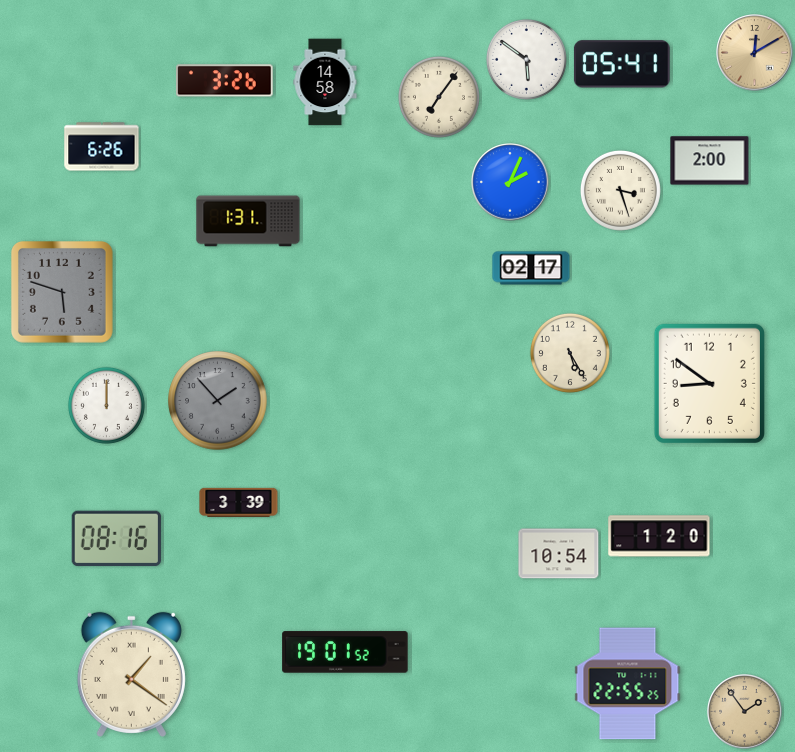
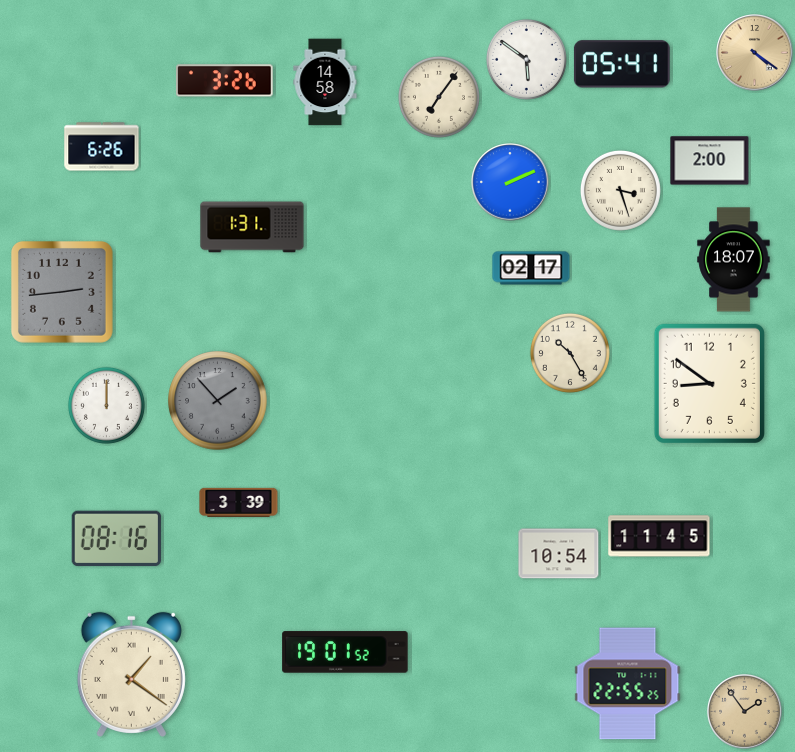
clock at (755, 53): 12:10 -> 4:21
clock at (510, 182): 2:04 -> 2:11
clock at (248, 221) position: (248, 221) -> (252, 227)
clock at (734, 260): none -> 18:07
clock at (62, 292): 5:48 -> 2:44
clock at (570, 353): 5:25 -> 10:25
clock at (659, 536): 1:20 -> 11:45
